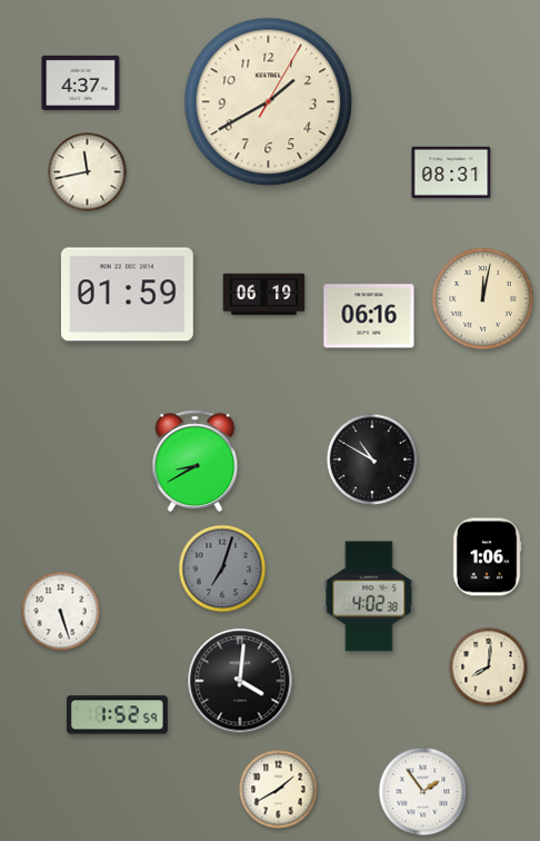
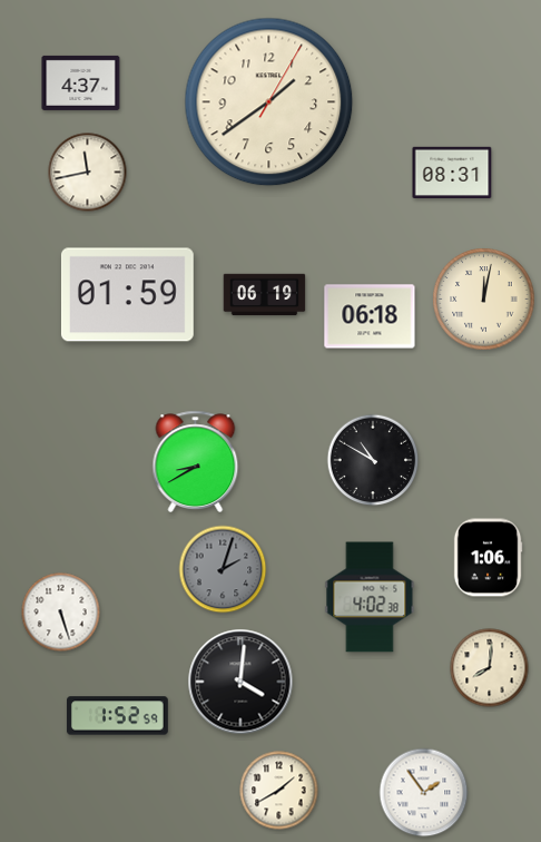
clock at (269, 102): 1:40 -> 1:39
clock at (369, 316): 06:16 -> 06:18
clock at (222, 568): 7:03 -> 2:03
